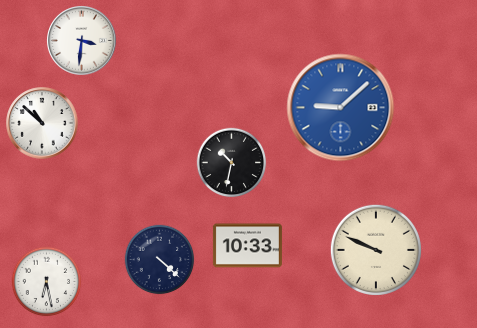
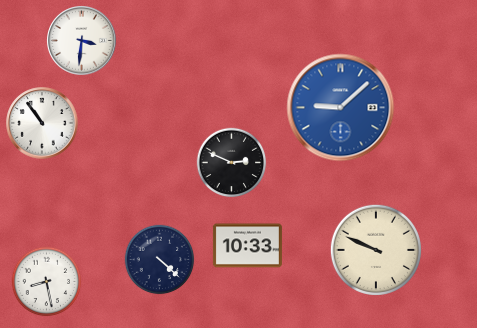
clock at (42, 123): 10:52 -> 10:54
clock at (232, 163): 10:32 -> 2:49
clock at (47, 282): 6:28 -> 8:28
